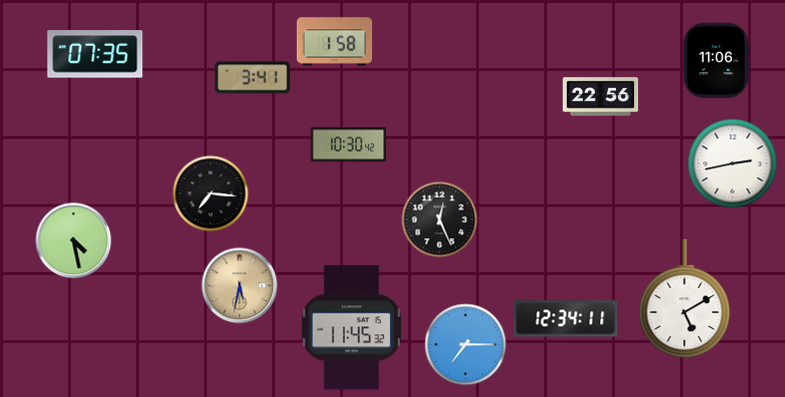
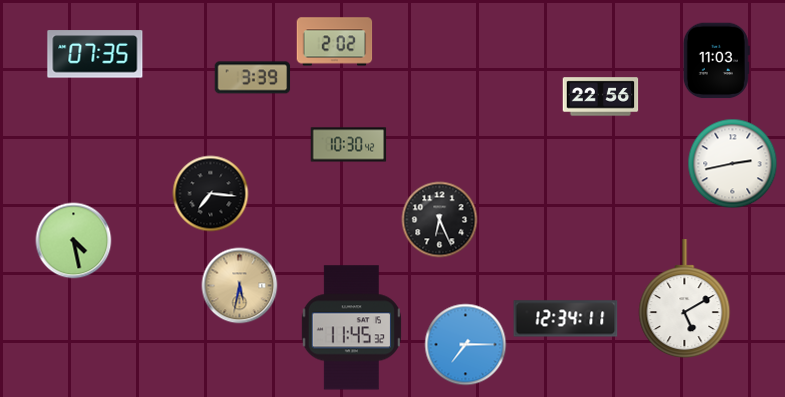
clock at (335, 42): 1:58 -> 2:02
clock at (716, 61): 11:06 -> 11:03
clock at (253, 78): 3:41 -> 3:39
clock at (440, 220): 12:26 -> 6:26
